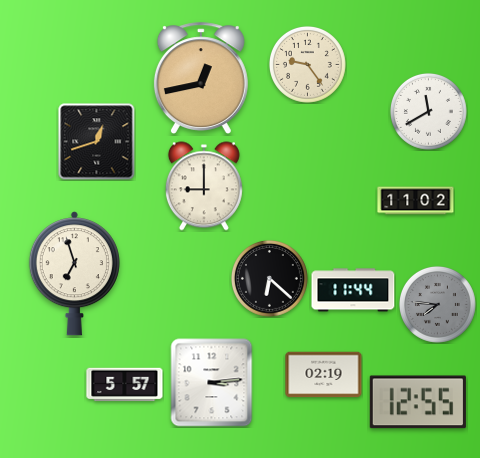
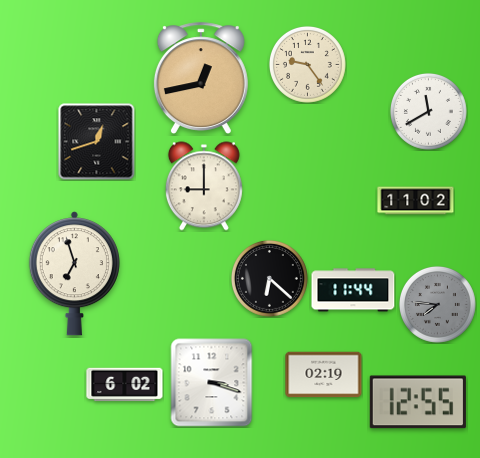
clock at (212, 383): 3:14 -> 3:18
clock at (125, 385): 5:57 -> 6:02
